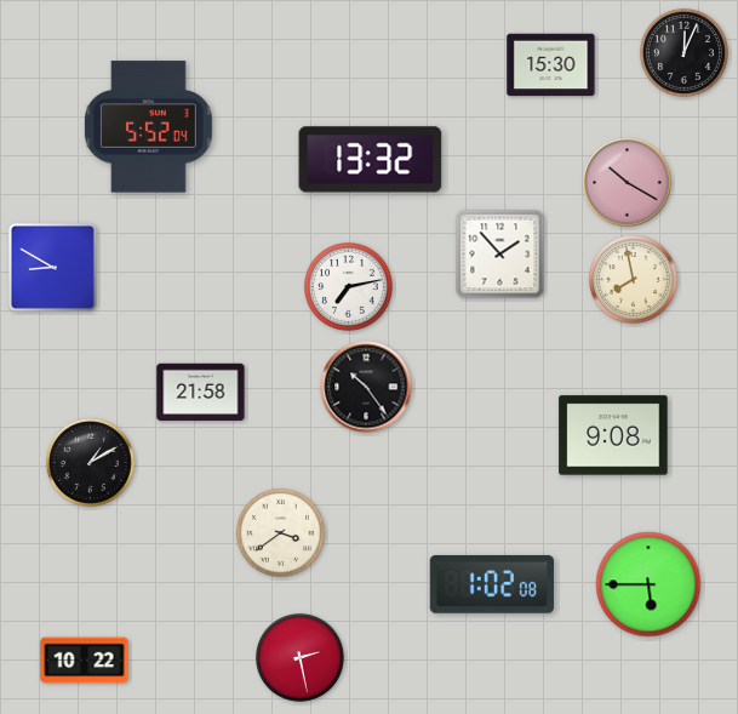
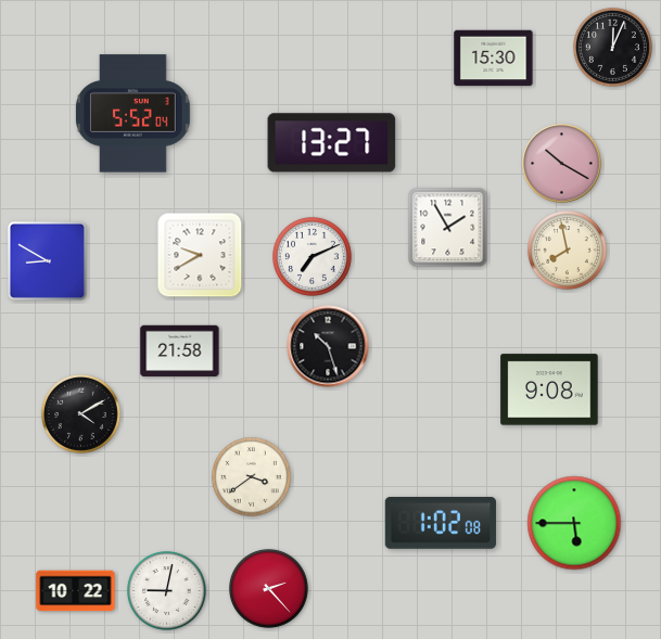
clock at (371, 160): 13:32 -> 13:27
clock at (500, 255): 1:53 -> 1:55
clock at (52, 267) position: (52, 267) -> (47, 260)
clock at (200, 255): none -> 9:40
clock at (349, 287): 7:13 -> 7:11
clock at (366, 387): 10:24 -> 10:27
clock at (91, 463): 1:10 -> 4:10
clock at (648, 584) position: (648, 584) -> (574, 523)
clock at (301, 658): 2:28 -> 2:23
clock at (167, 591): none -> 9:02
